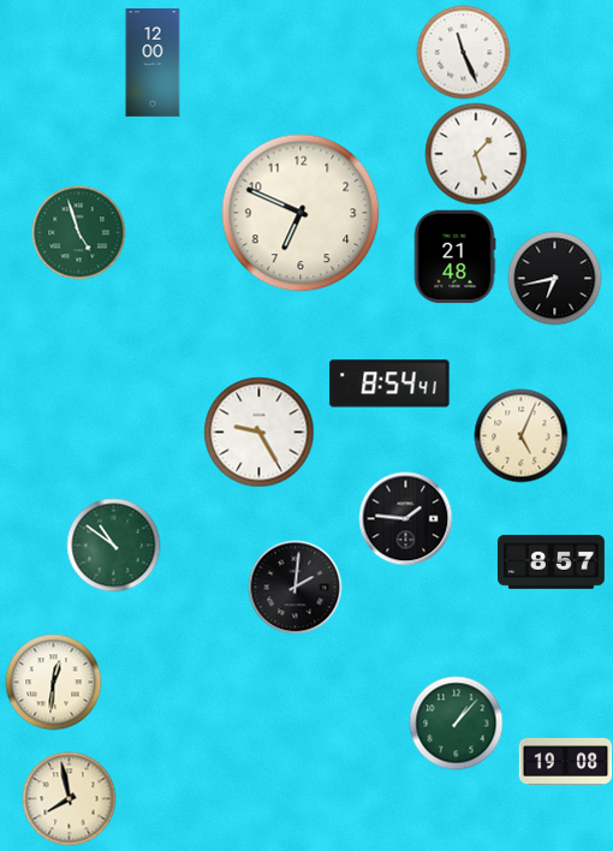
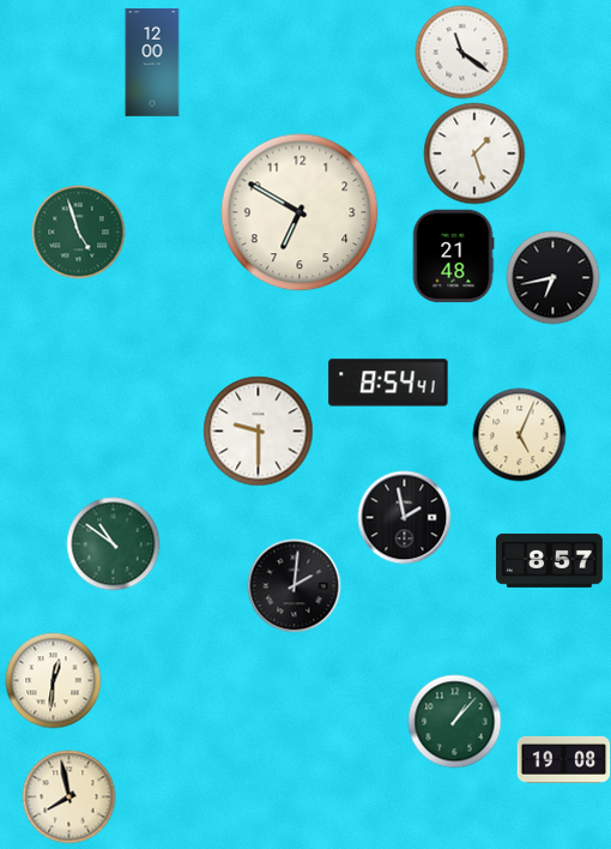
clock at (463, 52): 11:26 -> 11:21
clock at (300, 213): 6:49 -> 6:50
clock at (258, 432): 9:25 -> 9:30
clock at (405, 518): 1:46 -> 1:58
